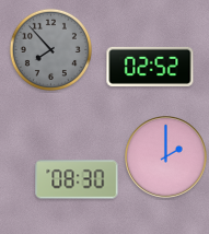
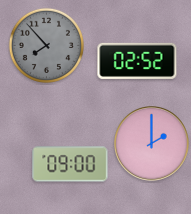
clock at (77, 179): 08:30 -> 09:00
